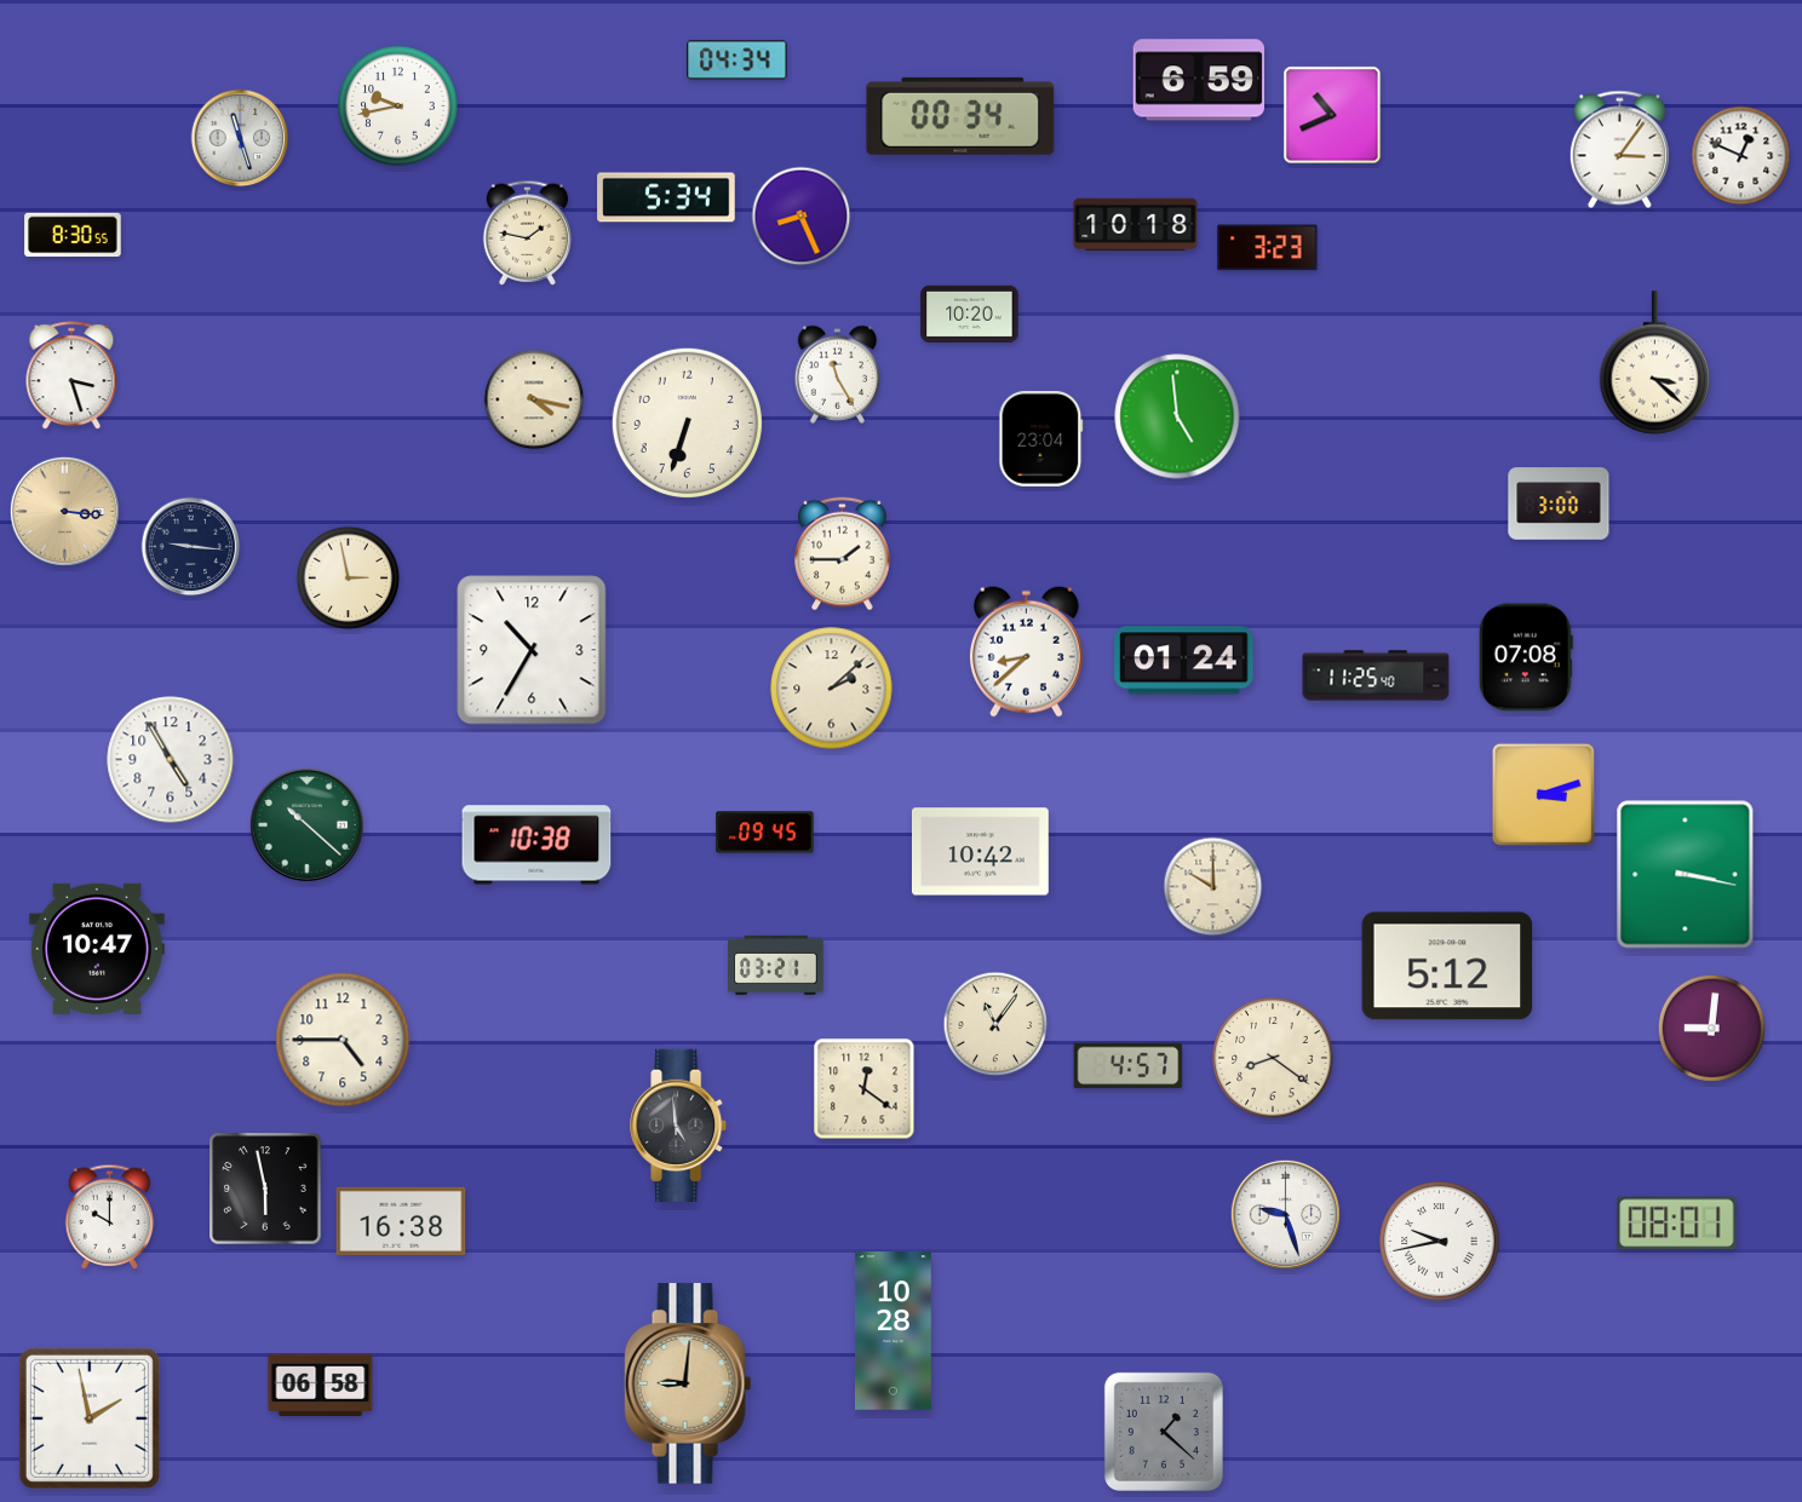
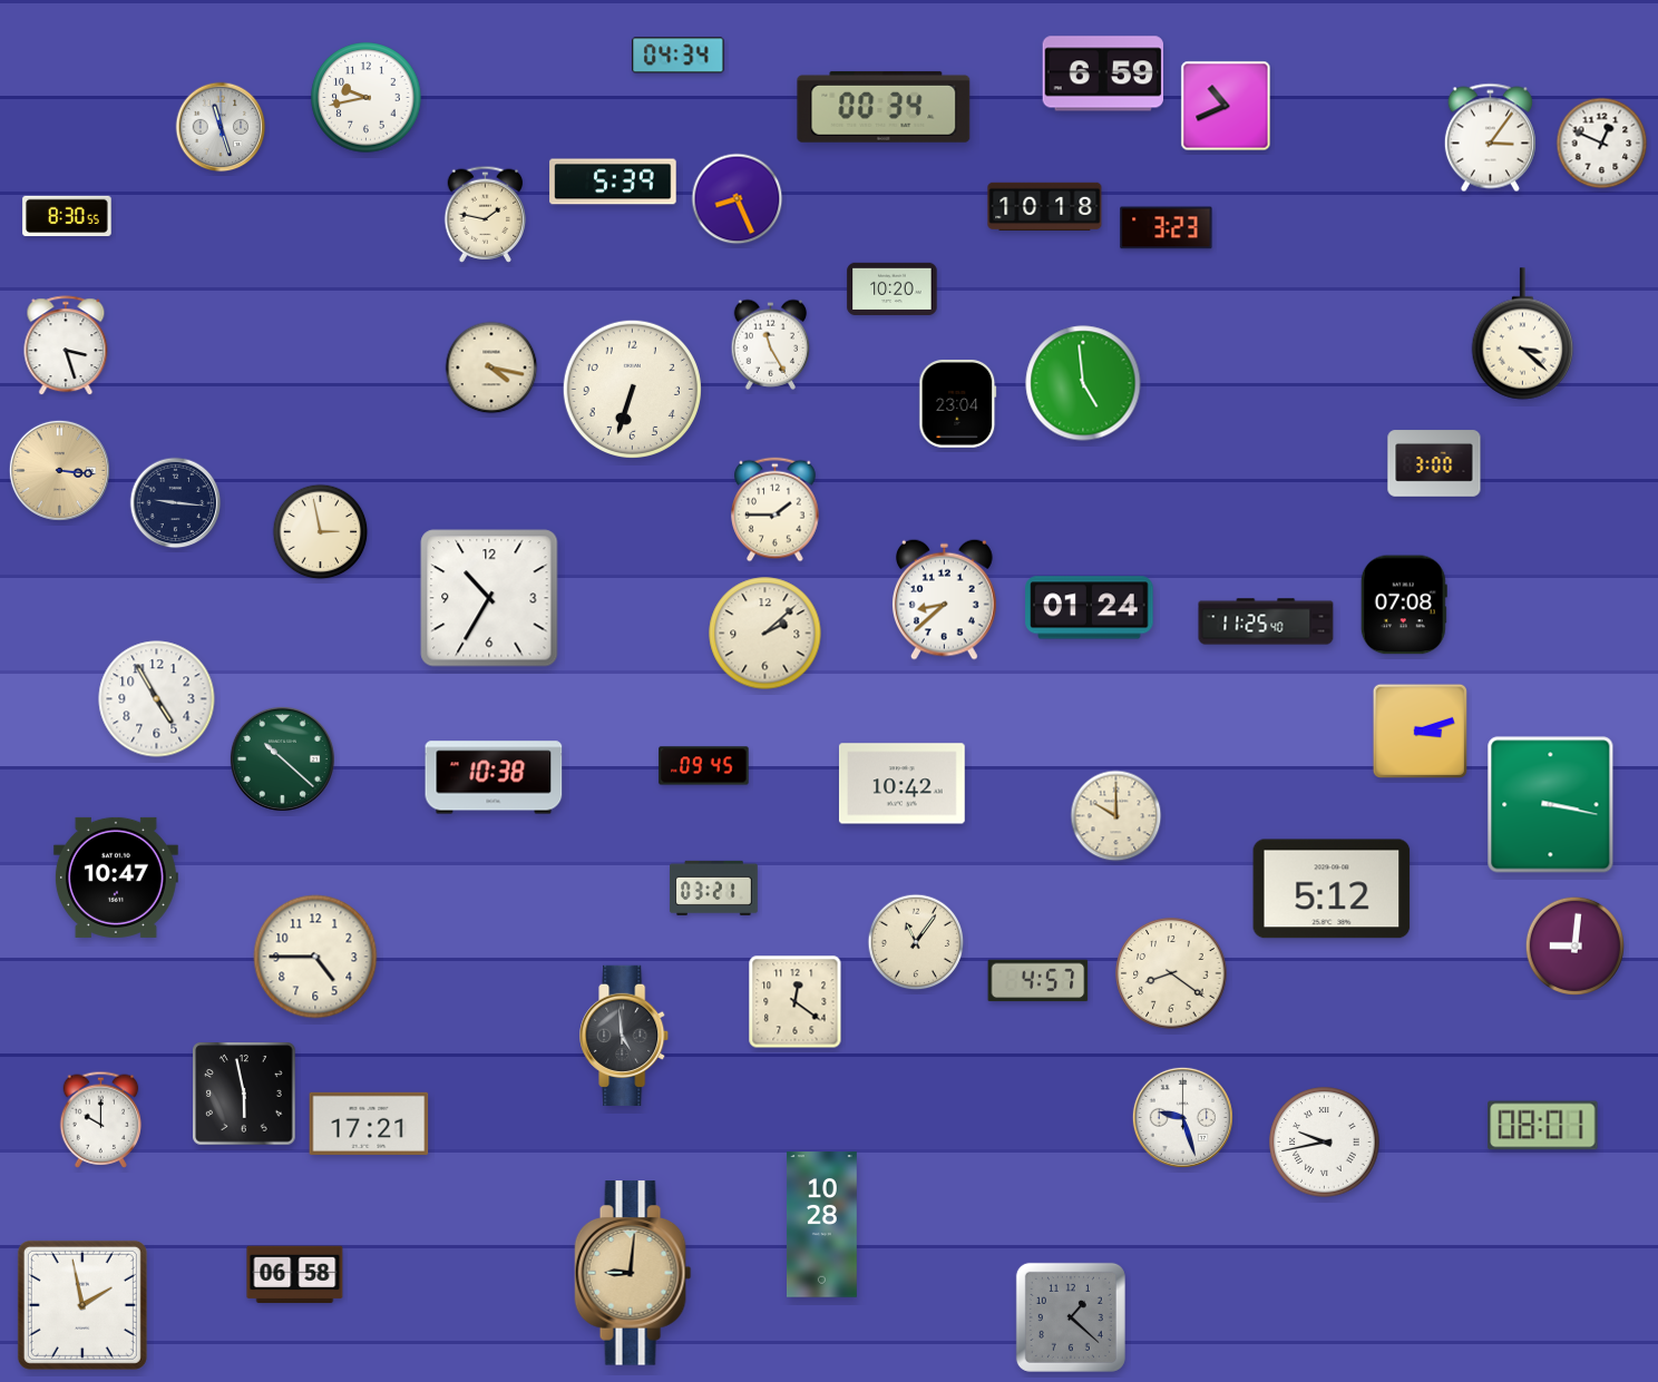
clock at (666, 197): 5:34 -> 5:39
clock at (97, 949) position: (97, 949) -> (116, 878)
clock at (401, 1221): 16:38 -> 17:21
